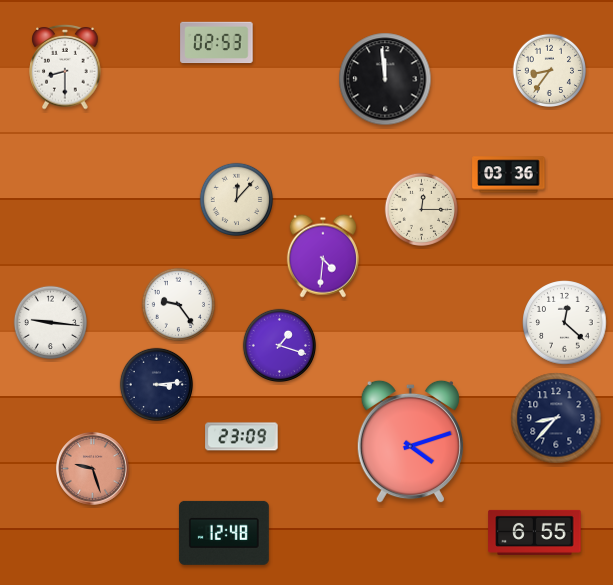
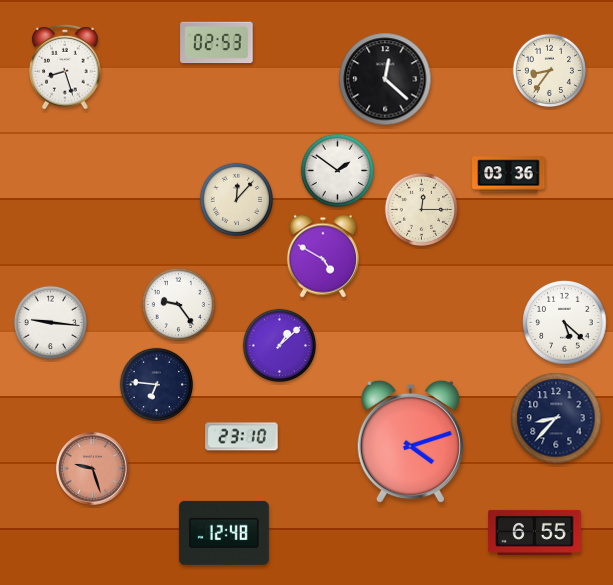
clock at (65, 67): 8:30 -> 8:27
clock at (385, 79): 11:59 -> 12:22
clock at (337, 170): none -> 1:51
clock at (323, 256): 4:31 -> 4:50
clock at (565, 323): 12:22 -> 5:22
clock at (279, 345): 1:18 -> 1:08
clock at (156, 384): 3:14 -> 6:46
clock at (242, 437): 23:09 -> 23:10
